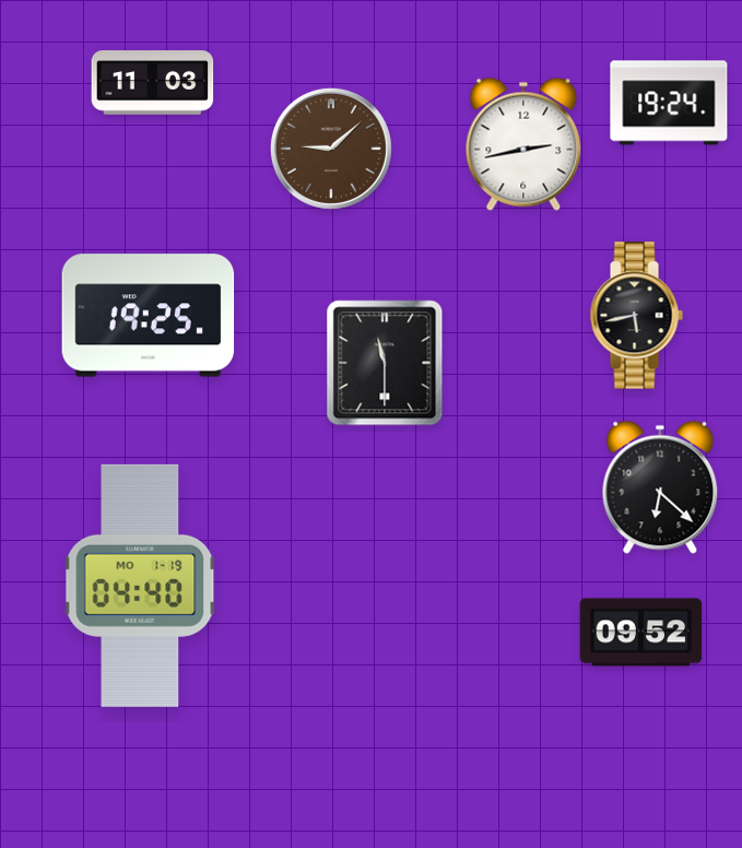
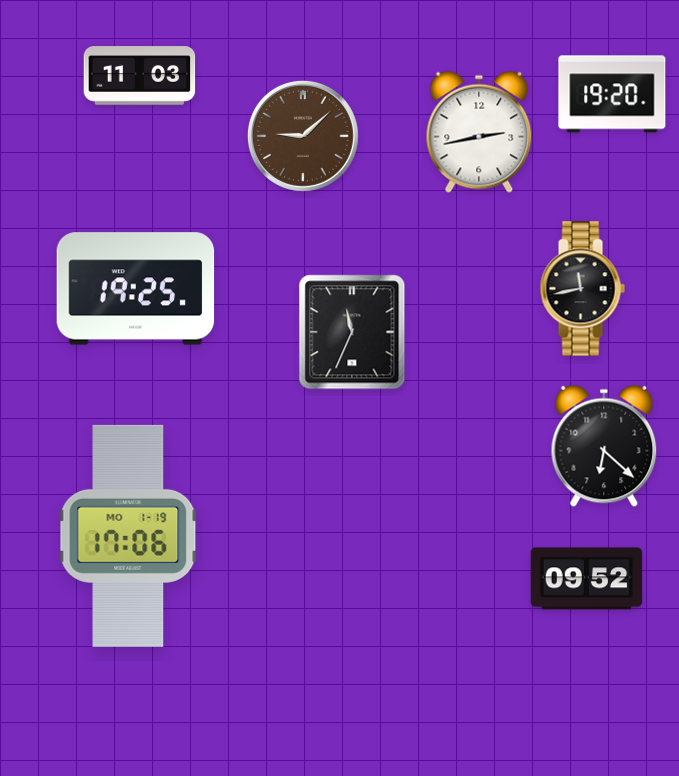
clock at (669, 103): 19:24 -> 19:20
clock at (636, 316): 5:43 -> 11:43
clock at (385, 363): 11:30 -> 11:34
clock at (140, 586): 04:40 -> 17:06
